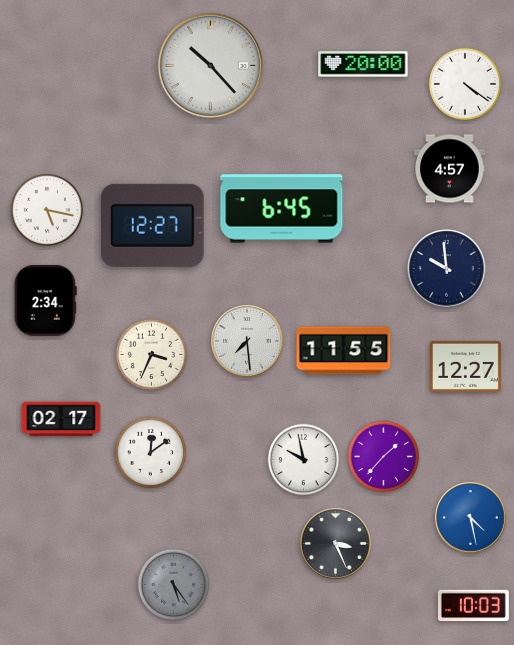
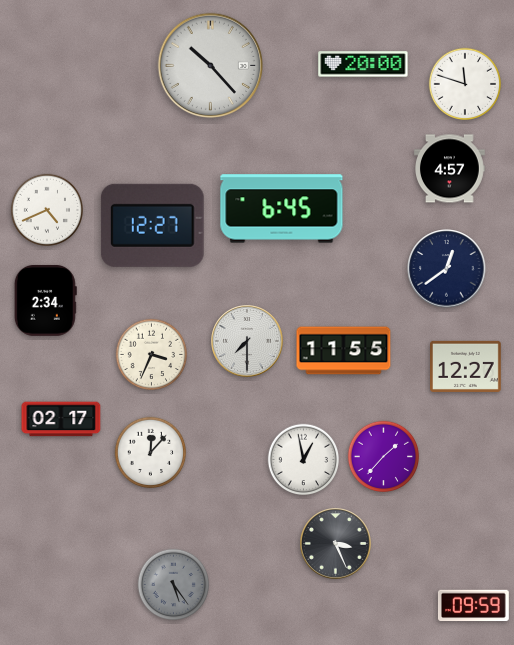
clock at (465, 84): 4:21 -> 11:48
clock at (47, 210): 5:17 -> 4:41
clock at (447, 269): 9:59 -> 12:39
clock at (247, 341): 7:29 -> 7:30
clock at (151, 453): 12:09 -> 12:07
clock at (304, 460): 9:58 -> 12:58
clock at (471, 518): 4:28 -> none
clock at (473, 606): 10:03 -> 09:59
